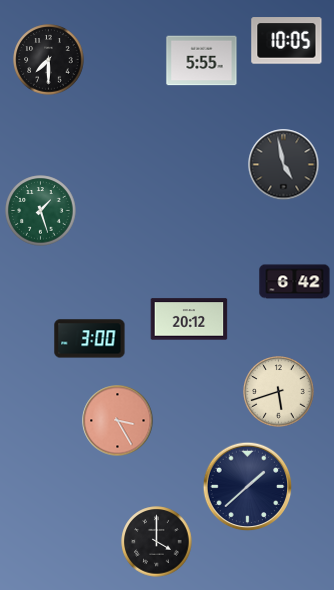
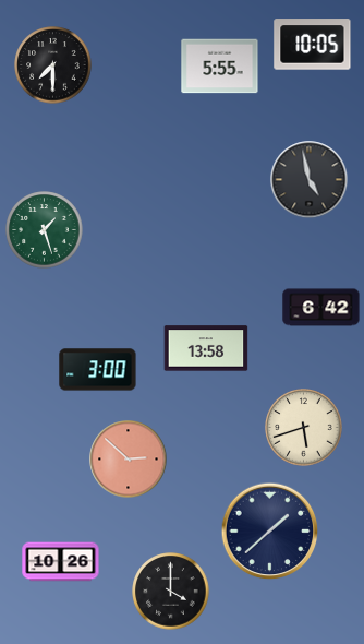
clock at (189, 319): 20:12 -> 13:58
clock at (118, 421): 3:25 -> 2:52
clock at (61, 562): none -> 10:26
